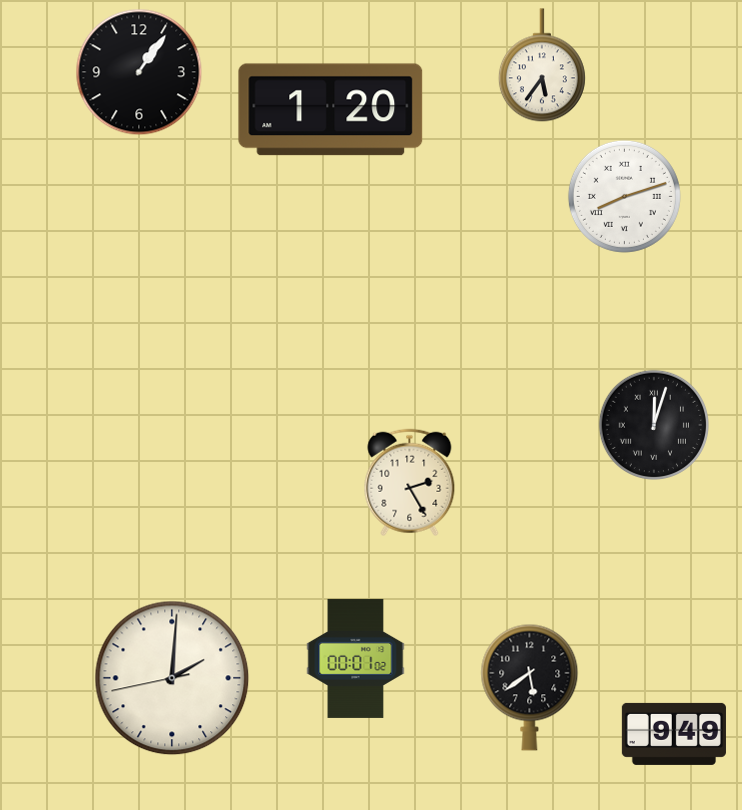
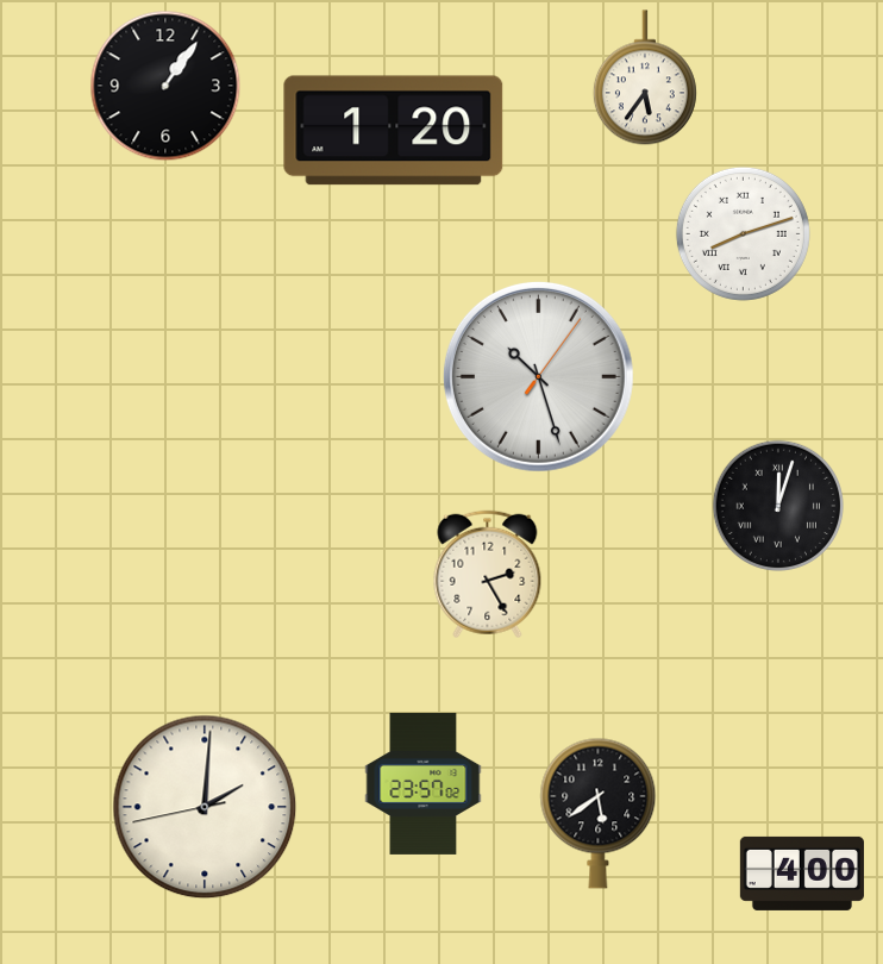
clock at (538, 376): none -> 10:27
clock at (356, 658): 00:01 -> 23:57
clock at (530, 687) position: (530, 687) -> (599, 813)
clock at (674, 734): 9:49 -> 4:00
